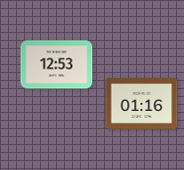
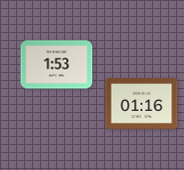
clock at (57, 65): 12:53 -> 1:53
